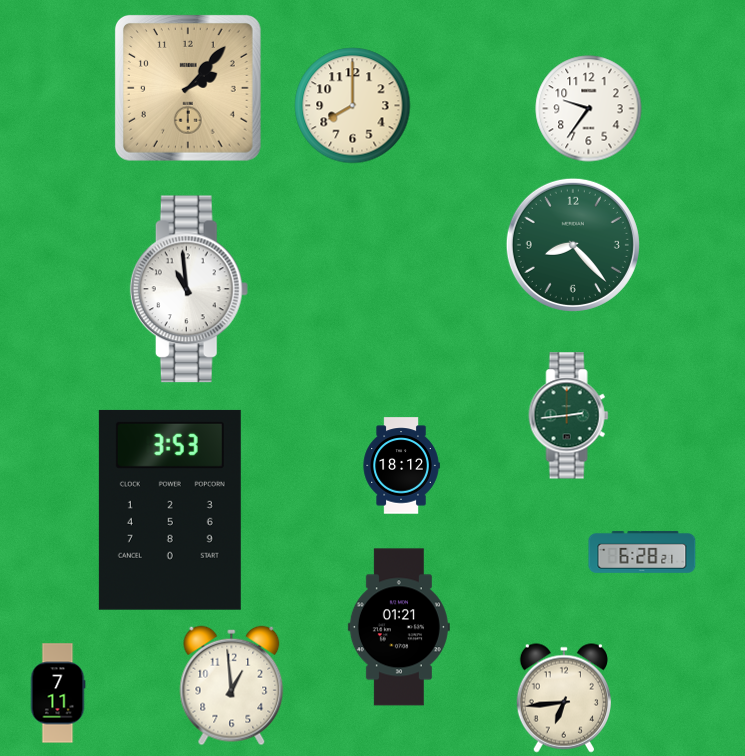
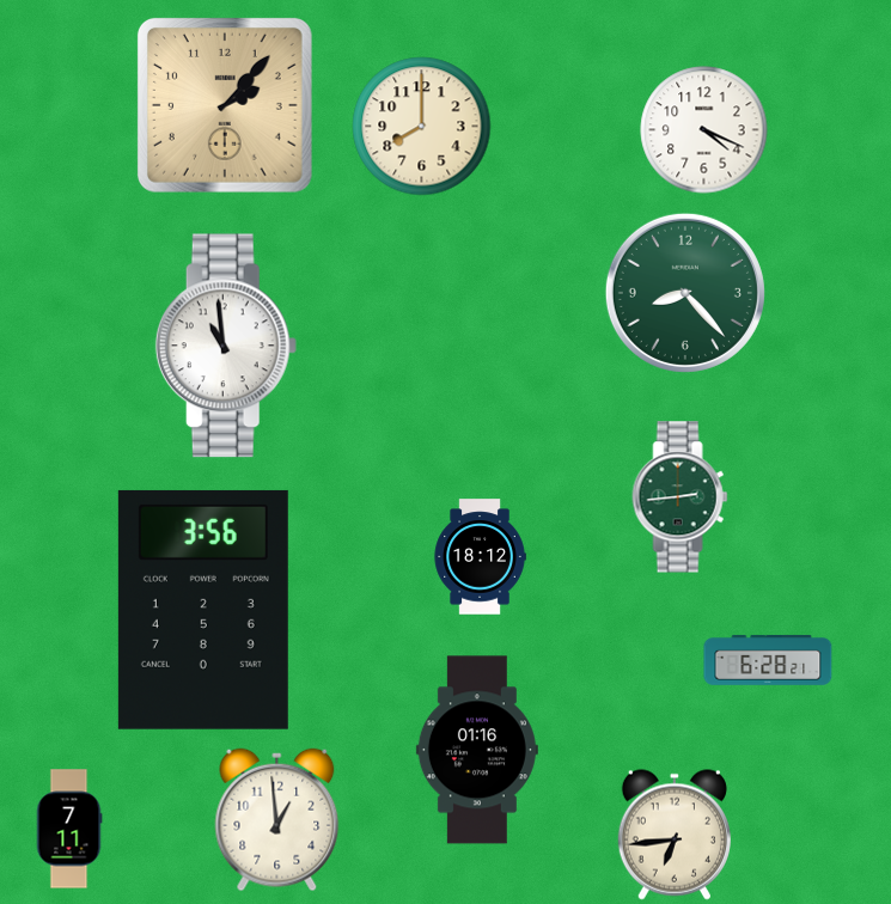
clock at (589, 109): 9:36 -> 4:19
clock at (170, 510): 3:53 -> 3:56
clock at (399, 627): 01:21 -> 01:16
